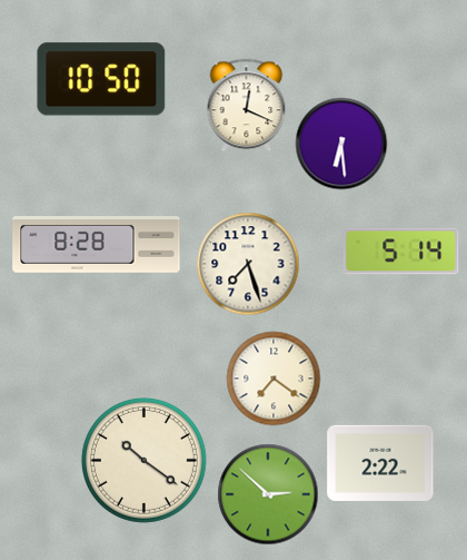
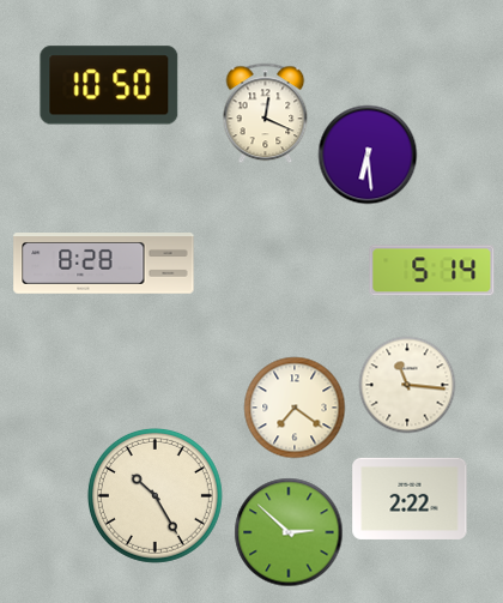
clock at (248, 264): 7:27 -> none
clock at (407, 385): none -> 11:16
clock at (143, 460): 10:21 -> 10:25
